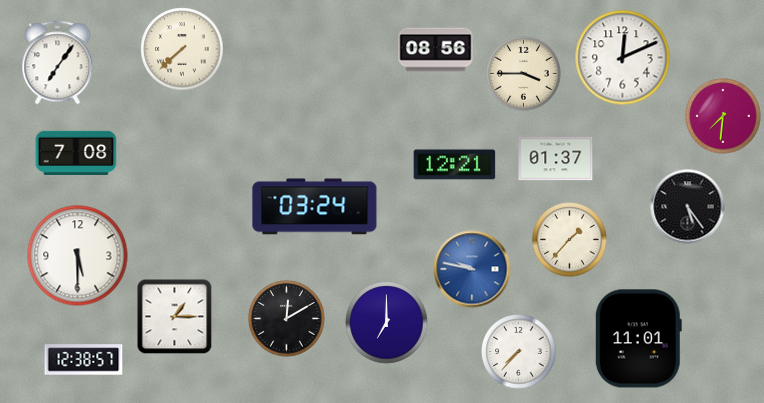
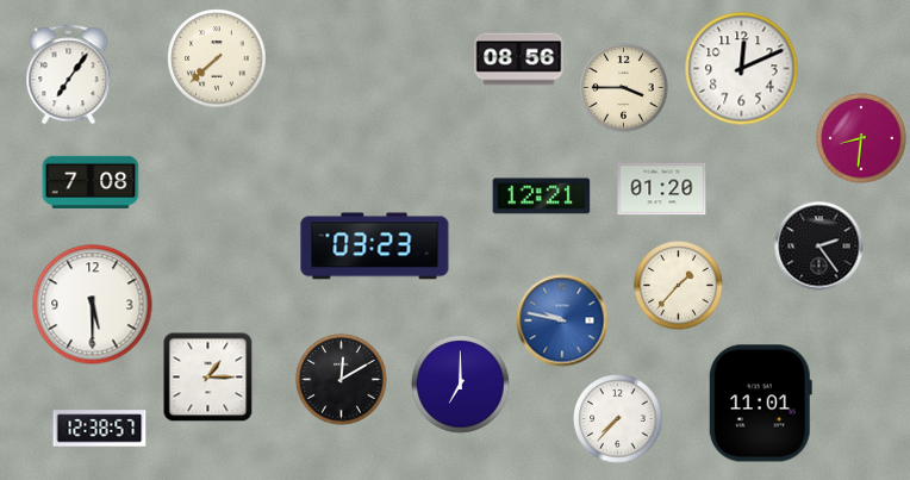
clock at (723, 116): 7:31 -> 8:31
clock at (556, 159): 01:37 -> 01:20
clock at (315, 207): 03:24 -> 03:23
clock at (688, 207): 5:24 -> 2:24
